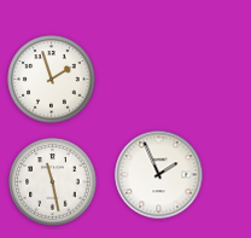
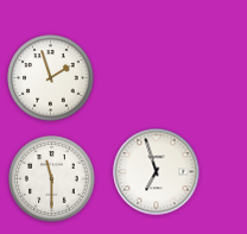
clock at (159, 175): 1:56 -> 6:57
clock at (53, 182): 11:28 -> 11:30
